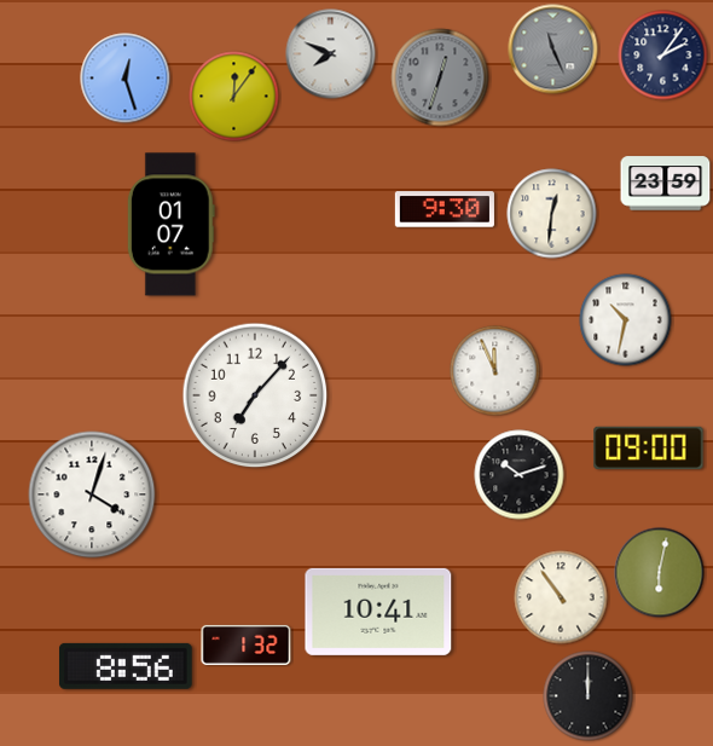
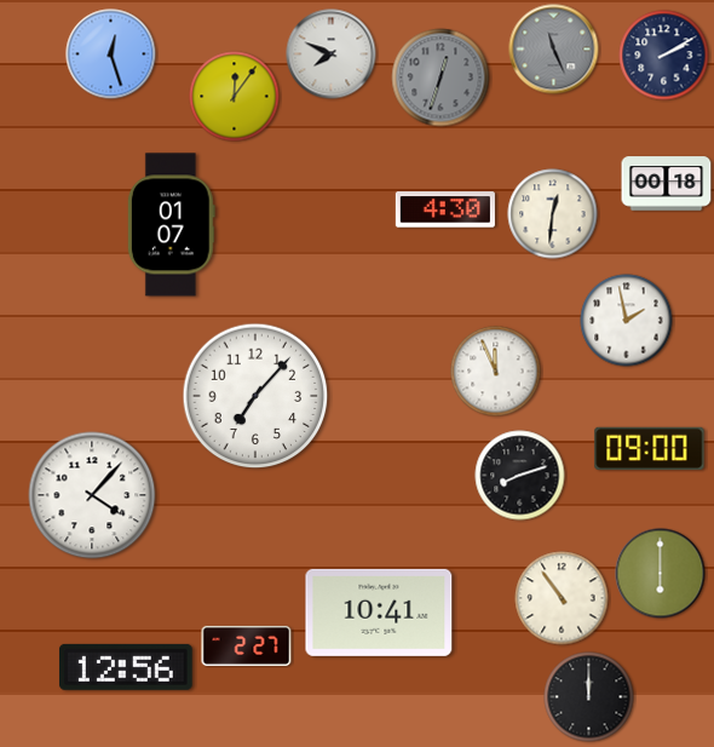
clock at (663, 56): 2:06 -> 2:10
clock at (126, 79) position: (126, 79) -> (111, 54)
clock at (666, 184): 23:59 -> 00:18
clock at (445, 209): 9:30 -> 4:30
clock at (626, 320): 10:32 -> 1:58
clock at (520, 475): 10:12 -> 8:12
clock at (92, 495): 4:03 -> 4:07
clock at (660, 573): 6:02 -> 6:00
clock at (247, 644): 1:32 -> 2:27
clock at (126, 666): 8:56 -> 12:56
